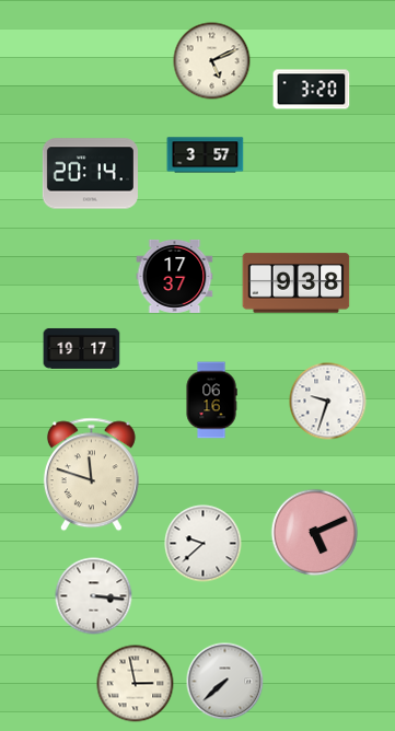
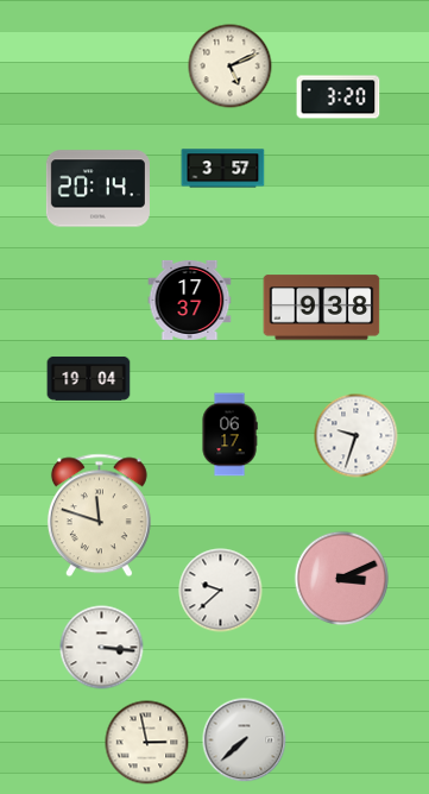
clock at (82, 348): 19:17 -> 19:04
clock at (211, 401): 06:16 -> 06:17
clock at (315, 533): 5:11 -> 3:11
